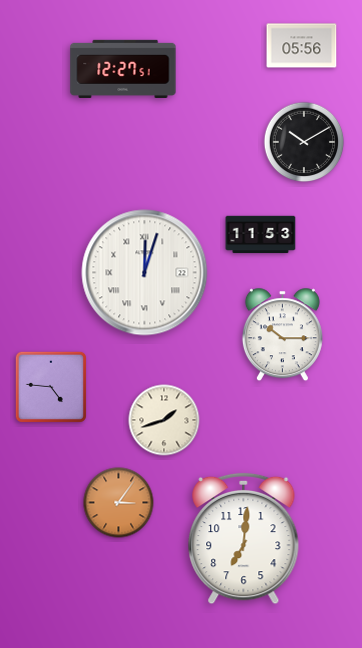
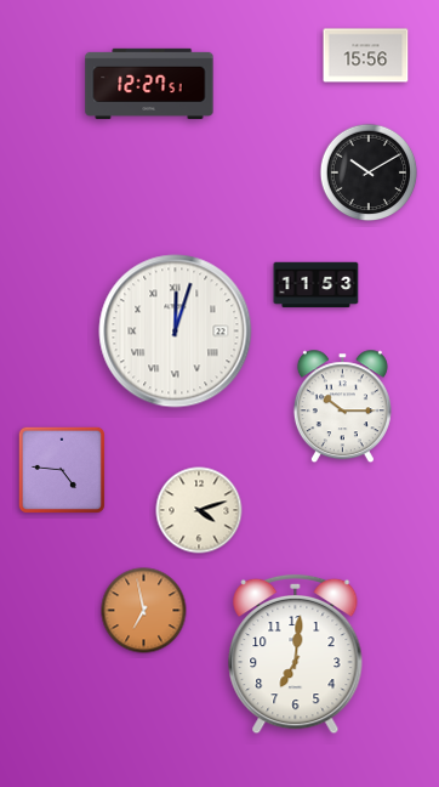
clock at (302, 46): 05:56 -> 15:56
clock at (164, 420): 1:42 -> 4:12
clock at (119, 503): 3:06 -> 6:58
